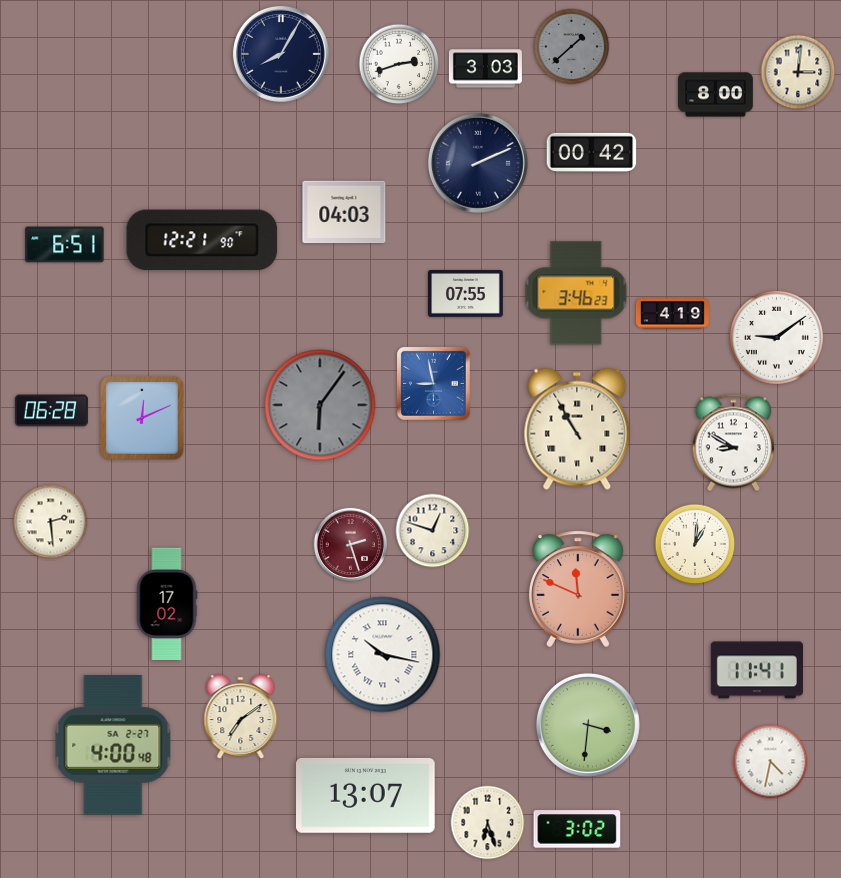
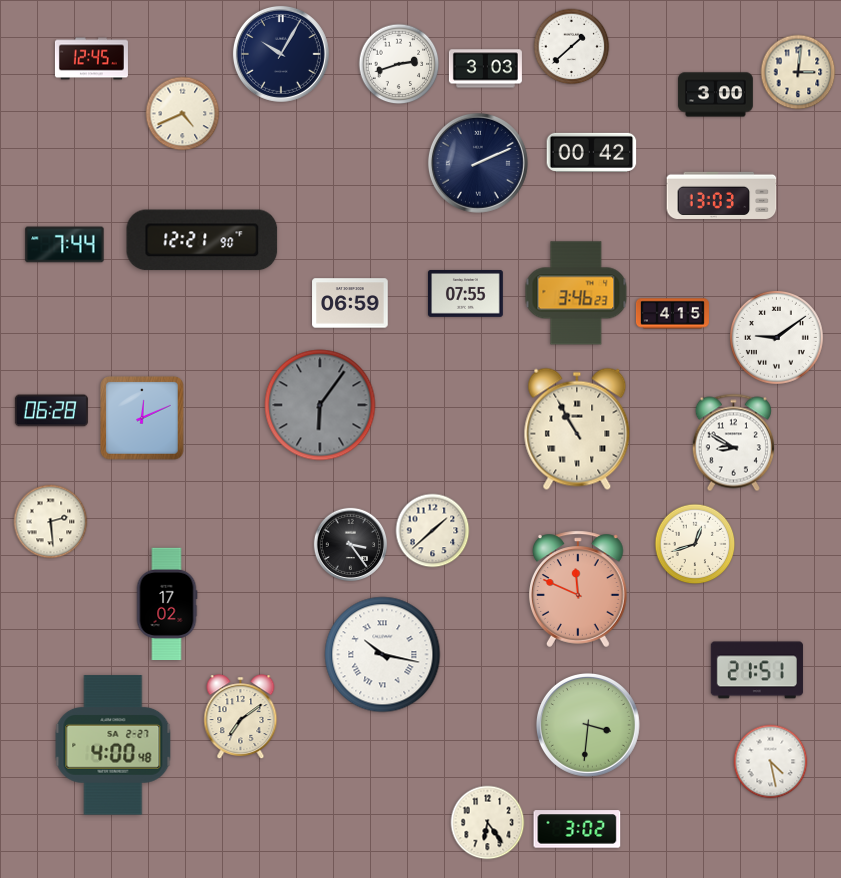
clock at (572, 47) dial: grey -> white
clock at (281, 54): 8:05 -> 10:05
clock at (91, 59): none -> 12:45
clock at (716, 95): 8:00 -> 3:00
clock at (183, 114): none -> 4:41
clock at (722, 195): none -> 13:03
clock at (344, 212): 04:03 -> none
clock at (65, 245): 6:51 -> 7:44
clock at (350, 303): none -> 06:59
clock at (672, 314): 4:19 -> 4:15
clock at (433, 383): 8:58 -> none
clock at (433, 531): 12:48 -> 1:38
clock at (350, 544): 2:27 -> 3:24
clock at (350, 544) dial: burgundy -> black
clock at (695, 544): 1:01 -> 12:42
clock at (756, 670): 11:41 -> 21:51
clock at (771, 762): 4:32 -> 4:28
clock at (366, 795): 13:07 -> none
clock at (488, 823): 6:27 -> 6:24
